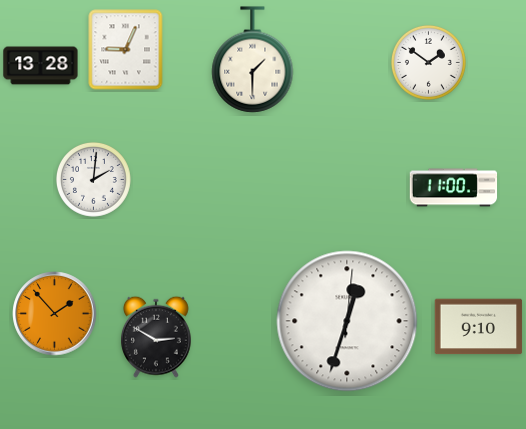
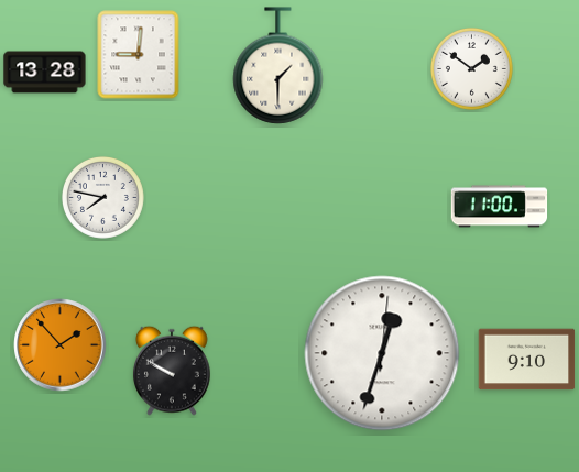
clock at (126, 50): 9:04 -> 9:01
clock at (93, 179): 2:01 -> 7:47
clock at (156, 337): 2:50 -> 9:50
